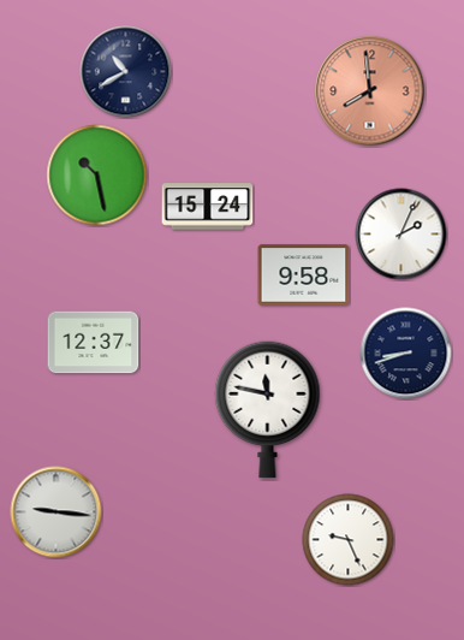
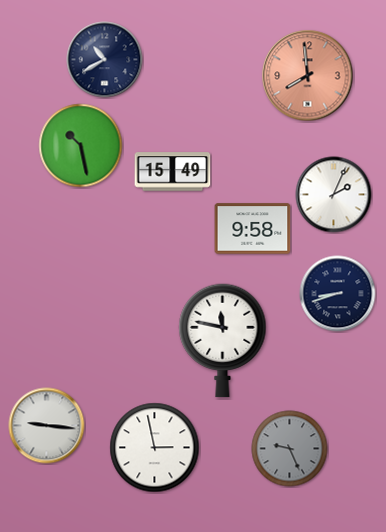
clock at (208, 207): 15:24 -> 15:49
clock at (94, 343): 12:37 -> none
clock at (155, 448): none -> 2:58
clock at (349, 540) dial: white -> grey
